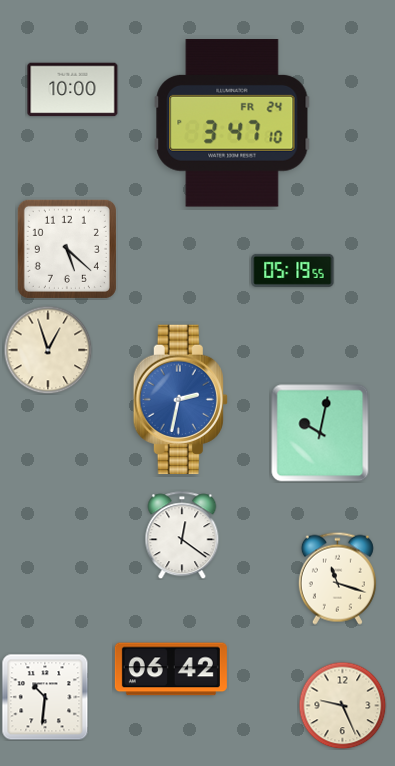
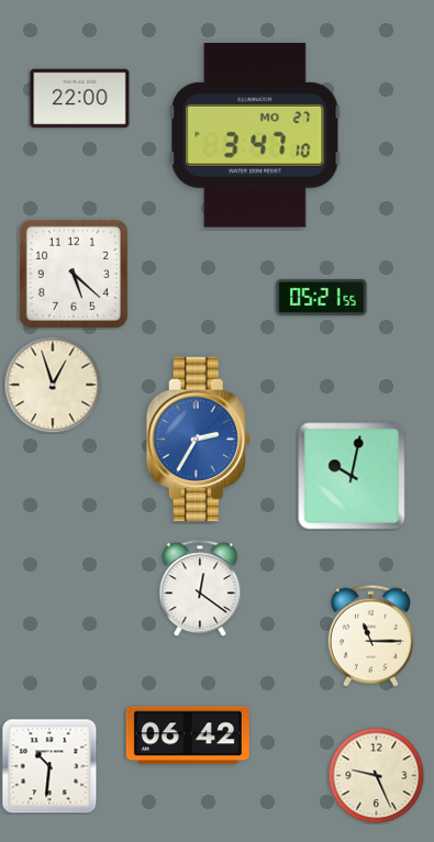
clock at (73, 90): 10:00 -> 22:00
clock at (232, 123) date: FR 24 -> MO 27
clock at (293, 270): 05:19 -> 05:21
clock at (180, 400): 2:32 -> 2:35
clock at (337, 578): 11:18 -> 11:15
